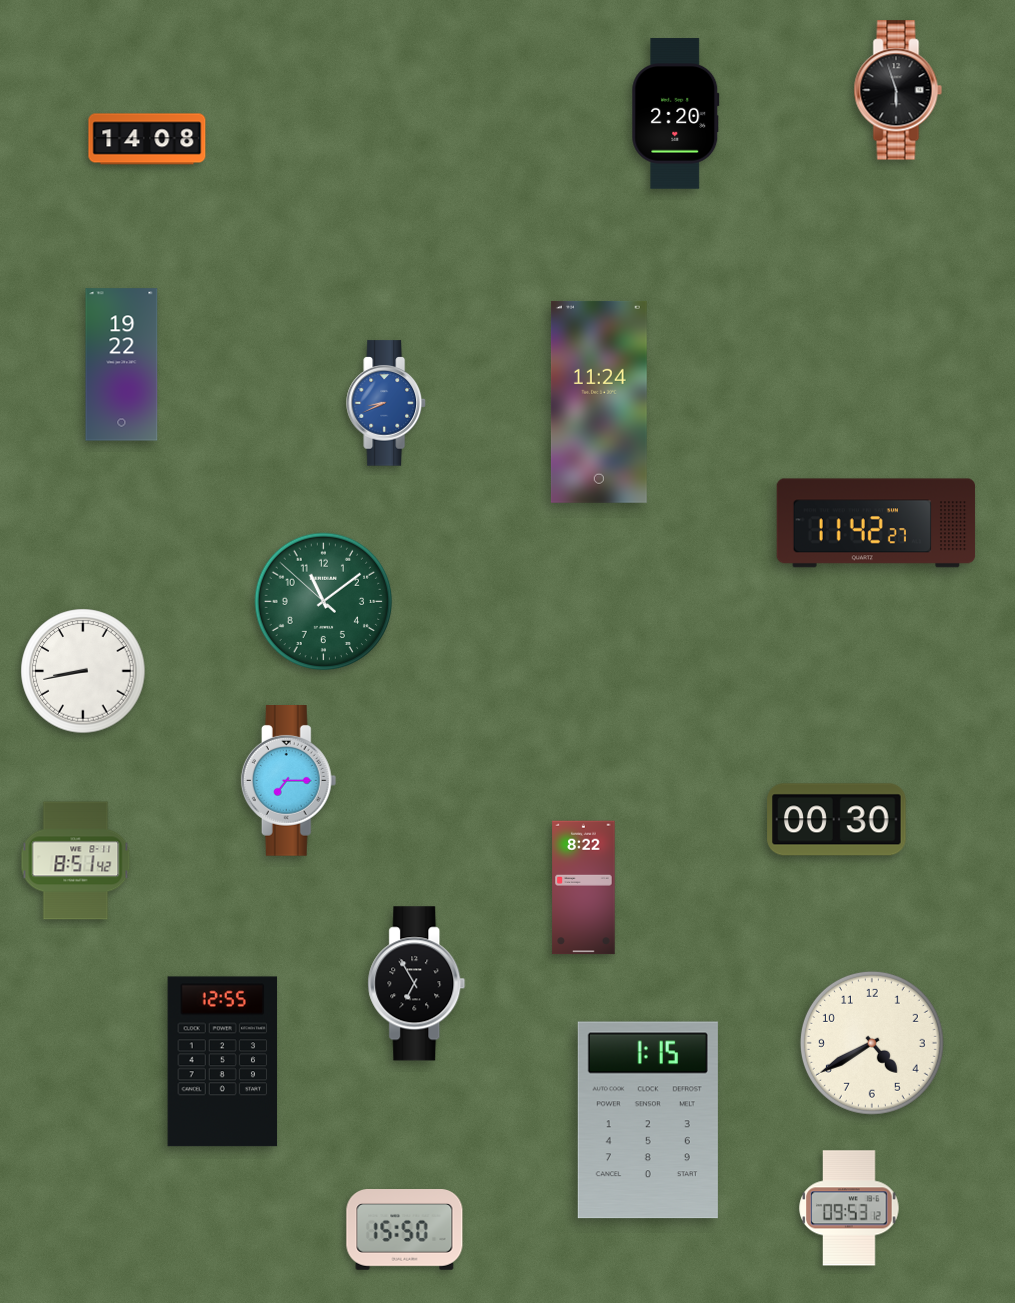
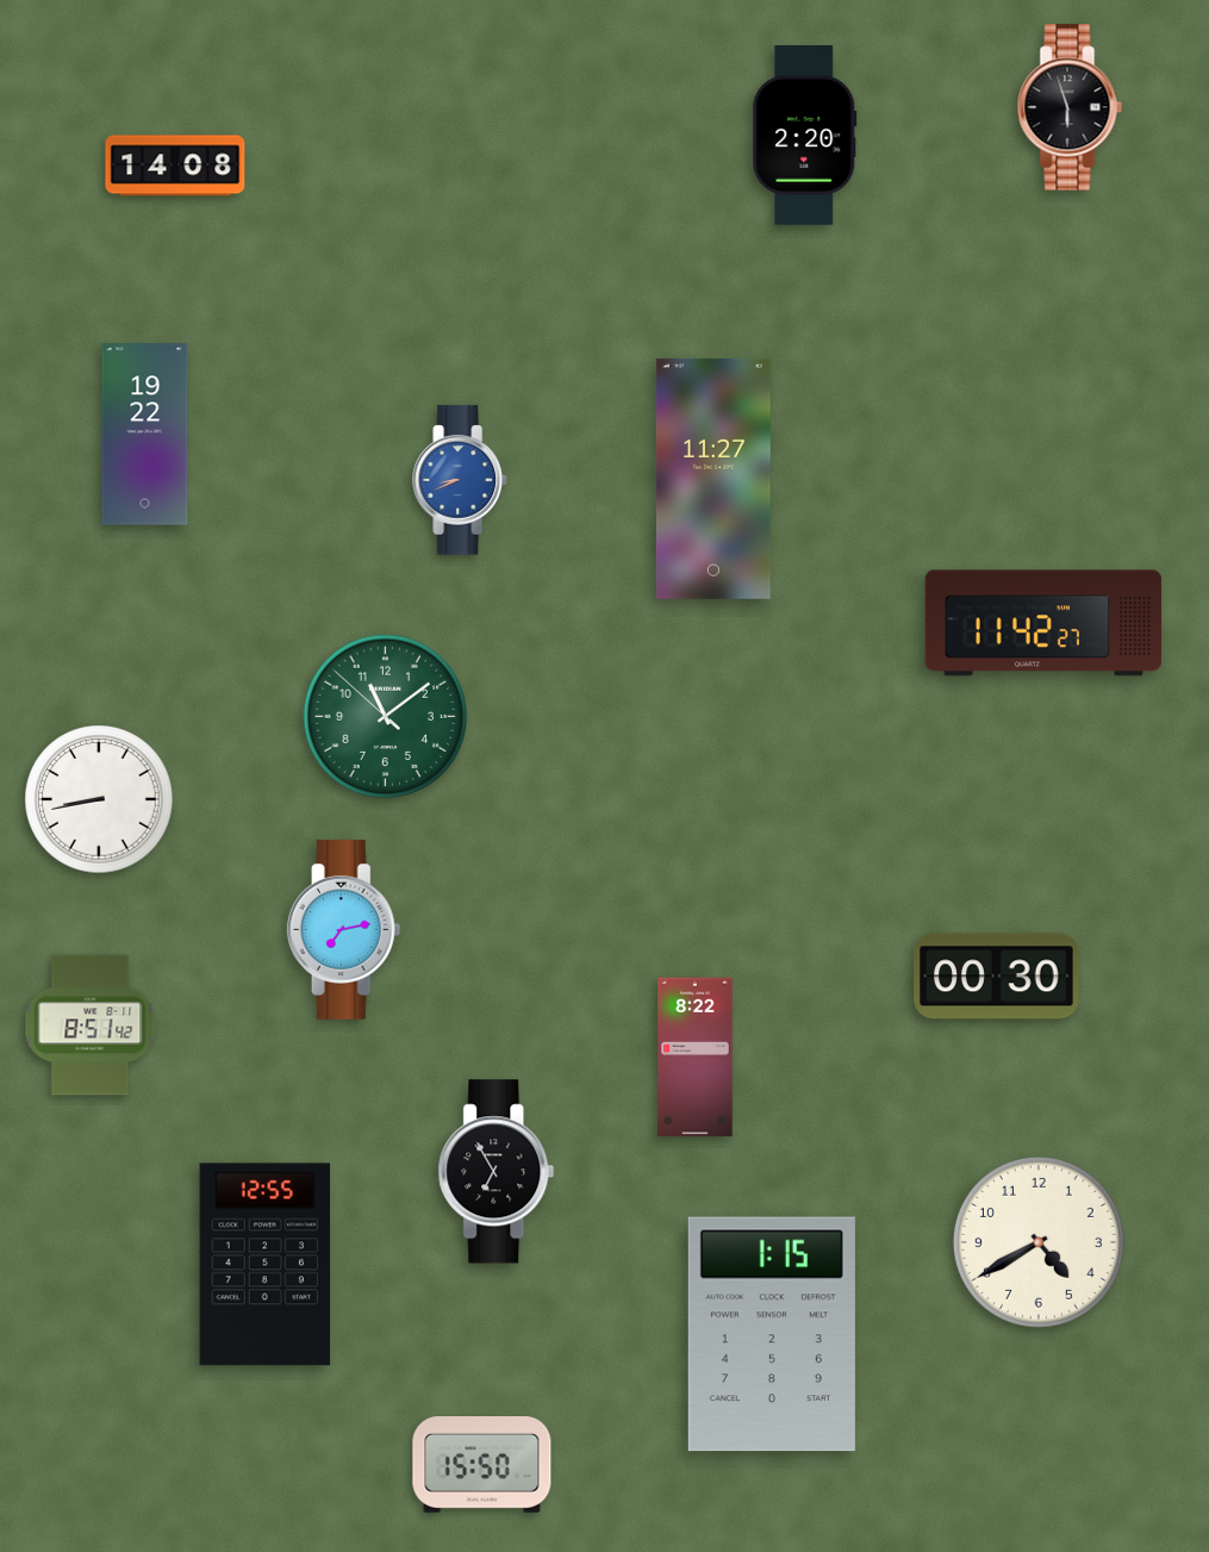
clock at (599, 402): 11:24 -> 11:27
clock at (289, 781): 7:15 -> 7:13
clock at (849, 1208): 09:53 -> none
